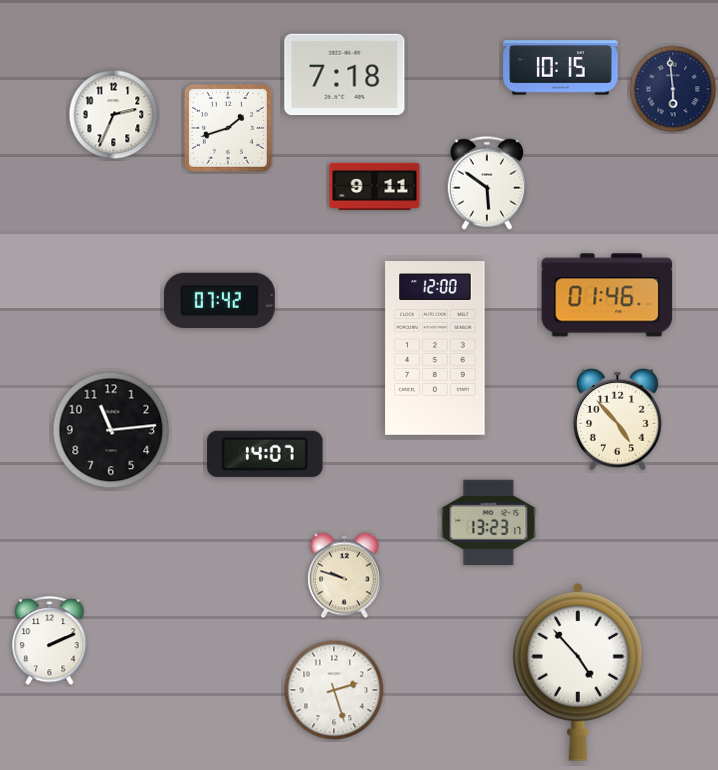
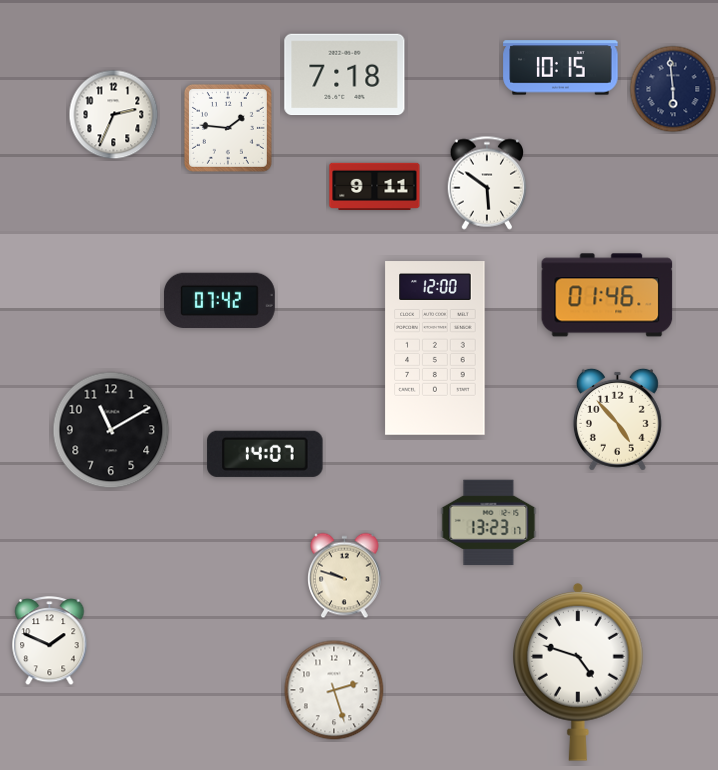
clock at (228, 128): 1:42 -> 1:46
clock at (111, 430): 11:14 -> 11:10
clock at (50, 641): 2:11 -> 1:49
clock at (578, 672): 4:53 -> 4:48
